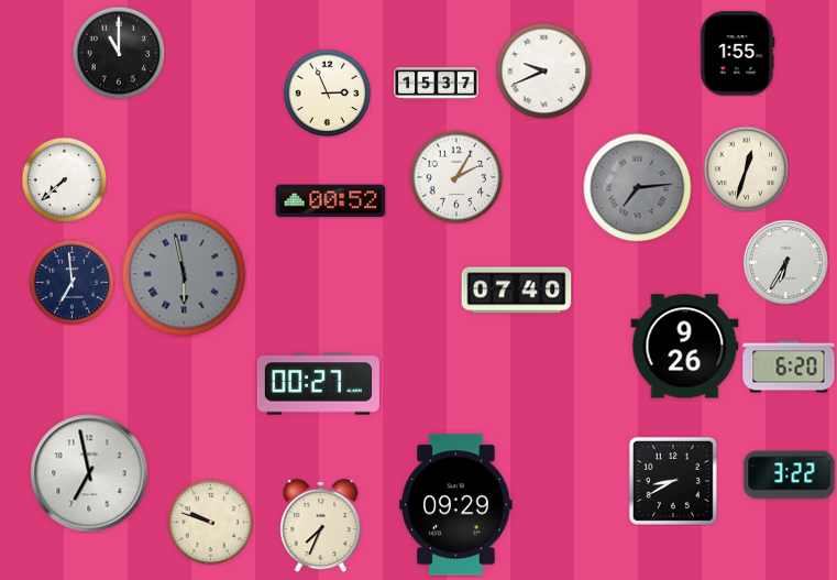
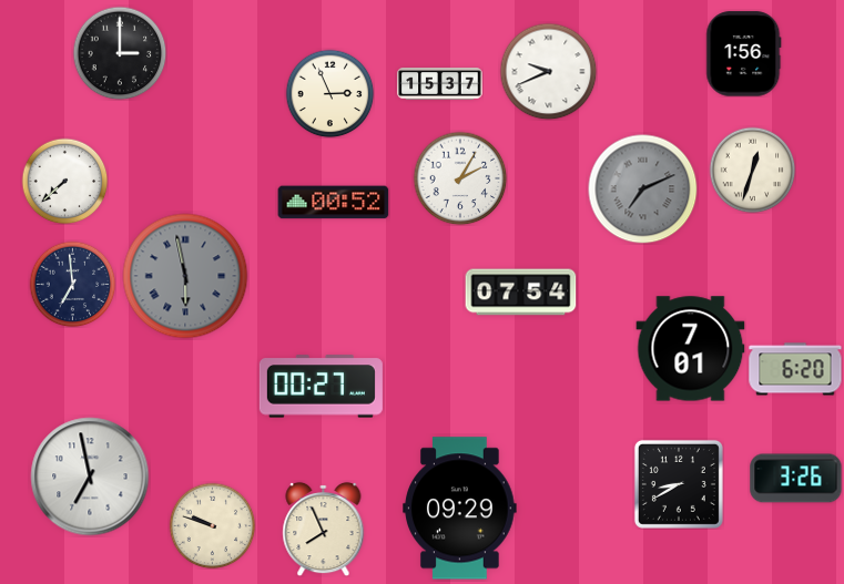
clock at (119, 53): 11:00 -> 3:00
clock at (738, 54): 1:55 -> 1:56
clock at (638, 188): 7:14 -> 7:11
clock at (785, 262): 6:35 -> none
clock at (517, 291): 07:40 -> 07:54
clock at (685, 347): 9:26 -> 7:01
clock at (790, 475): 3:22 -> 3:26
clock at (321, 525): 7:34 -> 7:56
